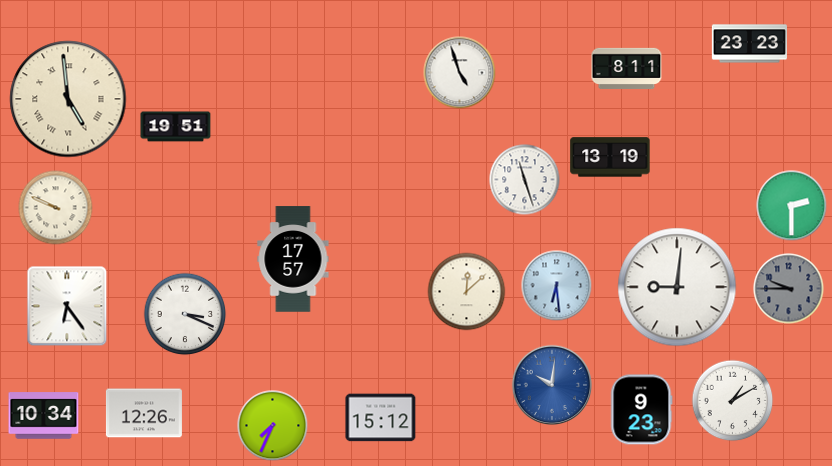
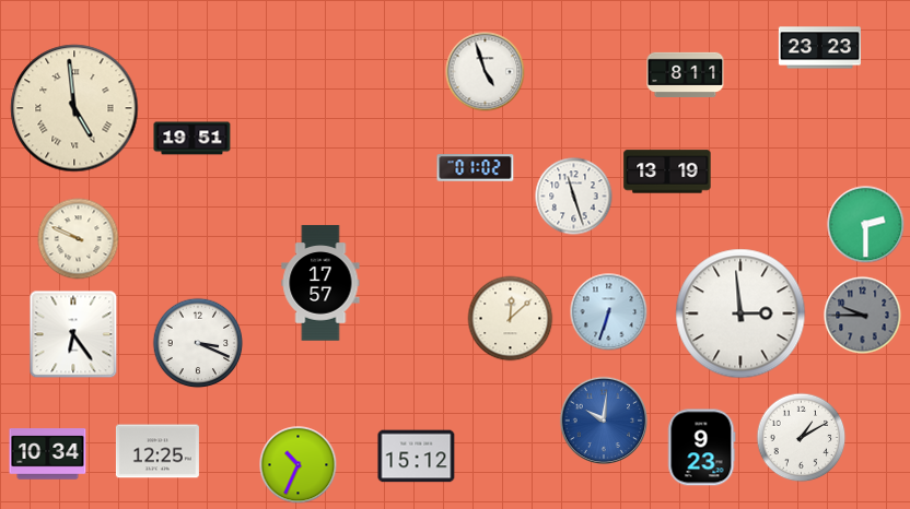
clock at (460, 73) position: (460, 73) -> (486, 72)
clock at (476, 168): none -> 01:02
clock at (56, 208) position: (56, 208) -> (79, 239)
clock at (557, 286): 6:29 -> 6:33
clock at (677, 287): 9:01 -> 2:59
clock at (185, 314) position: (185, 314) -> (198, 343)
clock at (144, 413): 12:26 -> 12:25
clock at (273, 426): 7:34 -> 10:34
